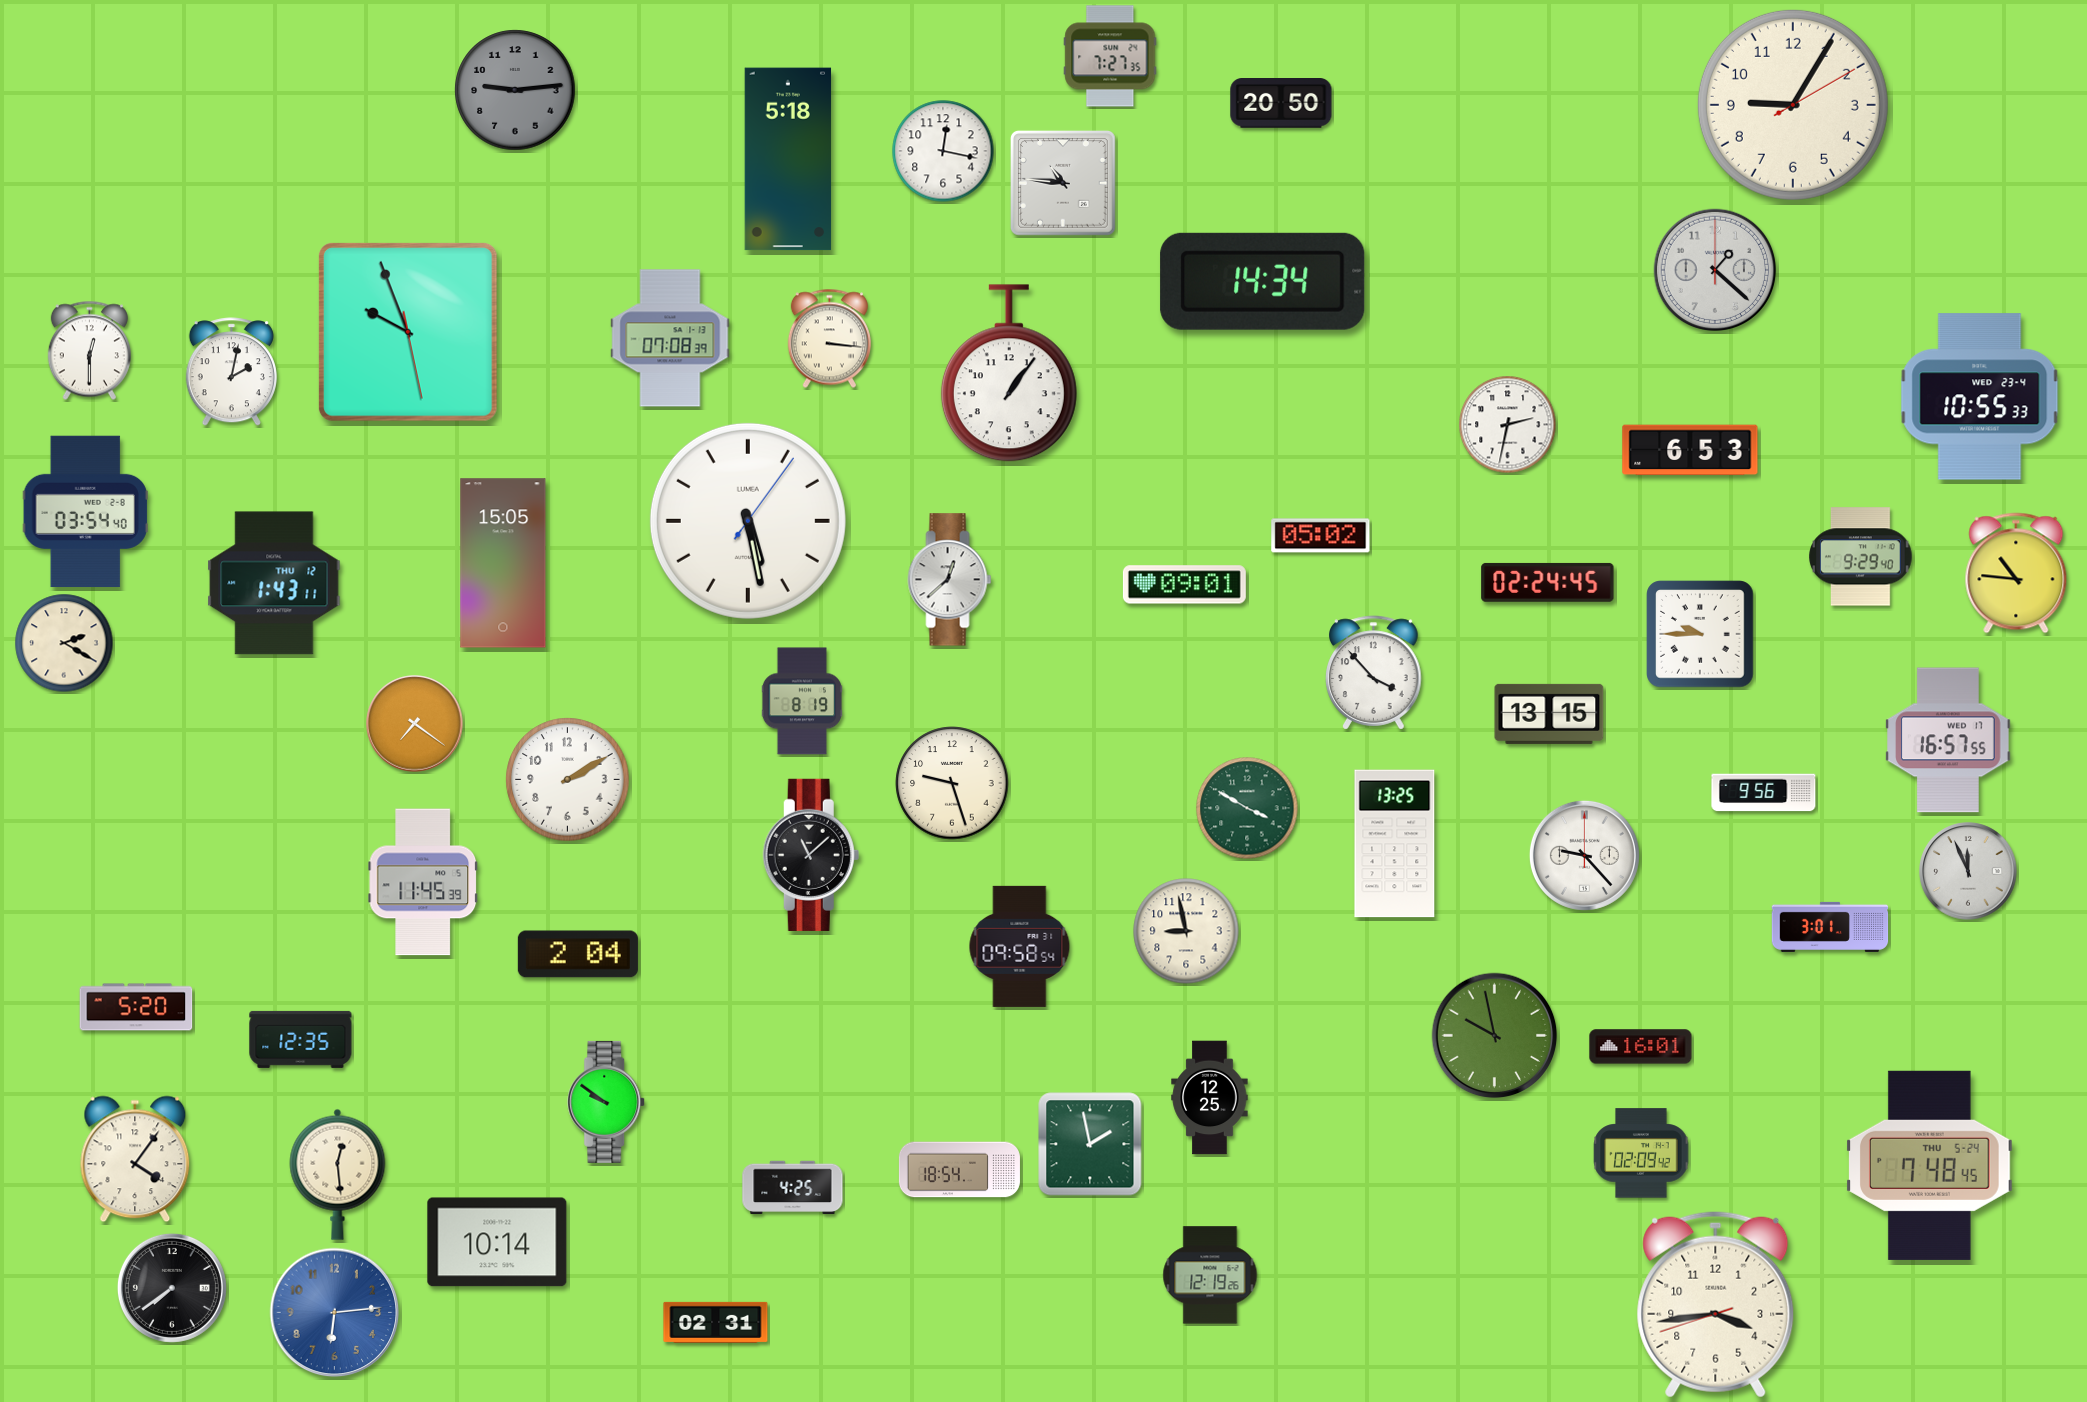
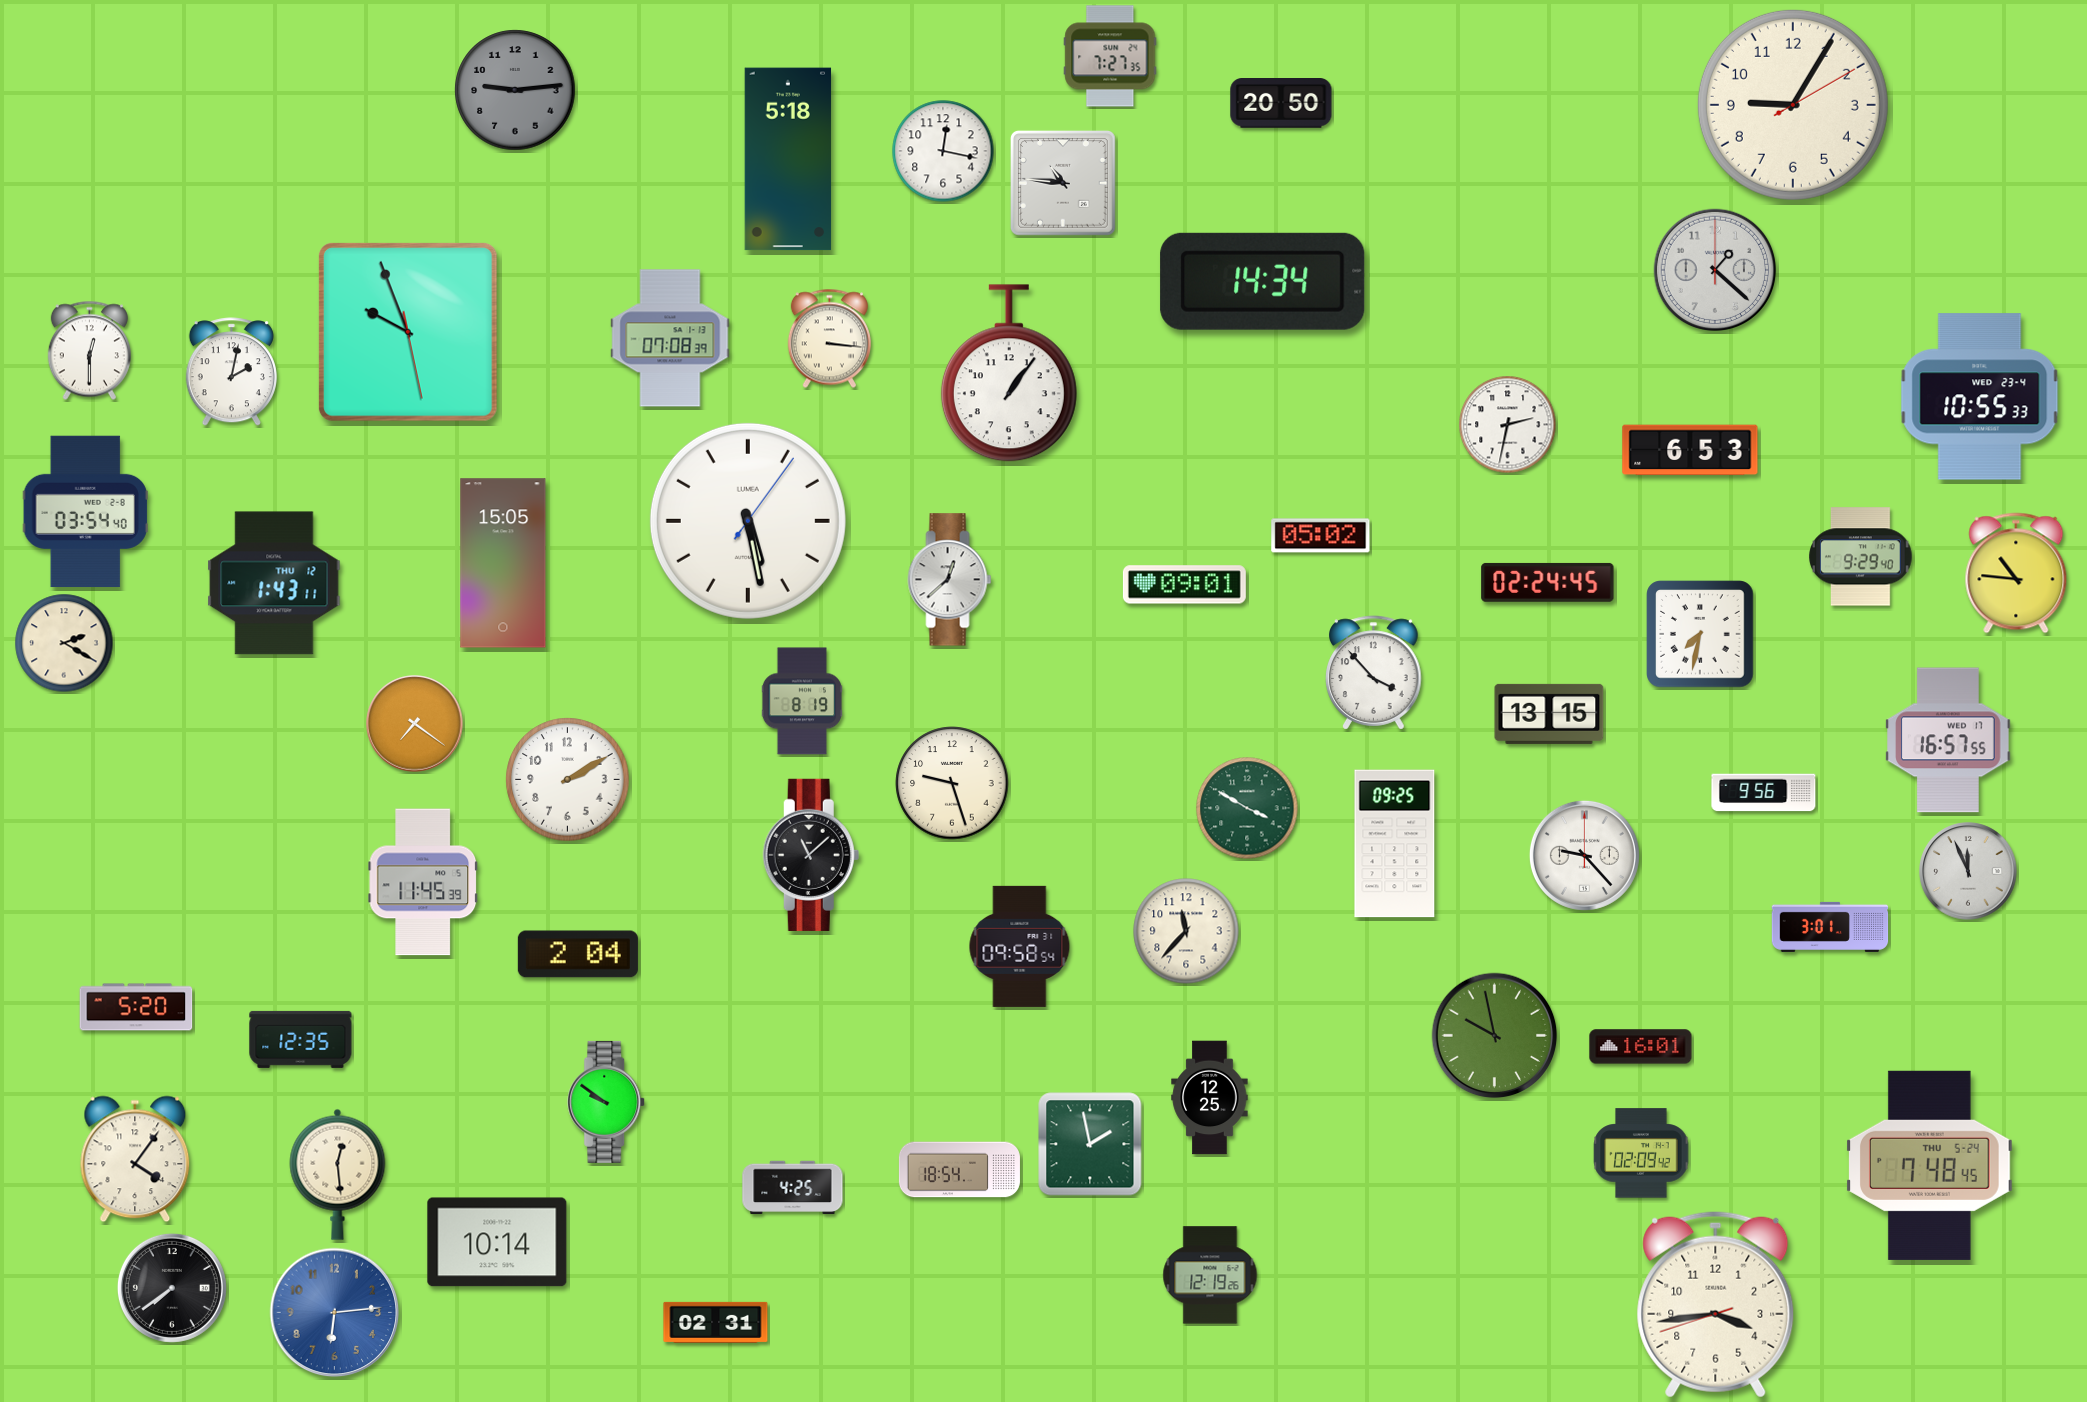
clock at (1700, 634): 9:45 -> 7:32
clock at (1395, 844): 13:25 -> 09:25
clock at (1186, 931): 8:58 -> 11:37
